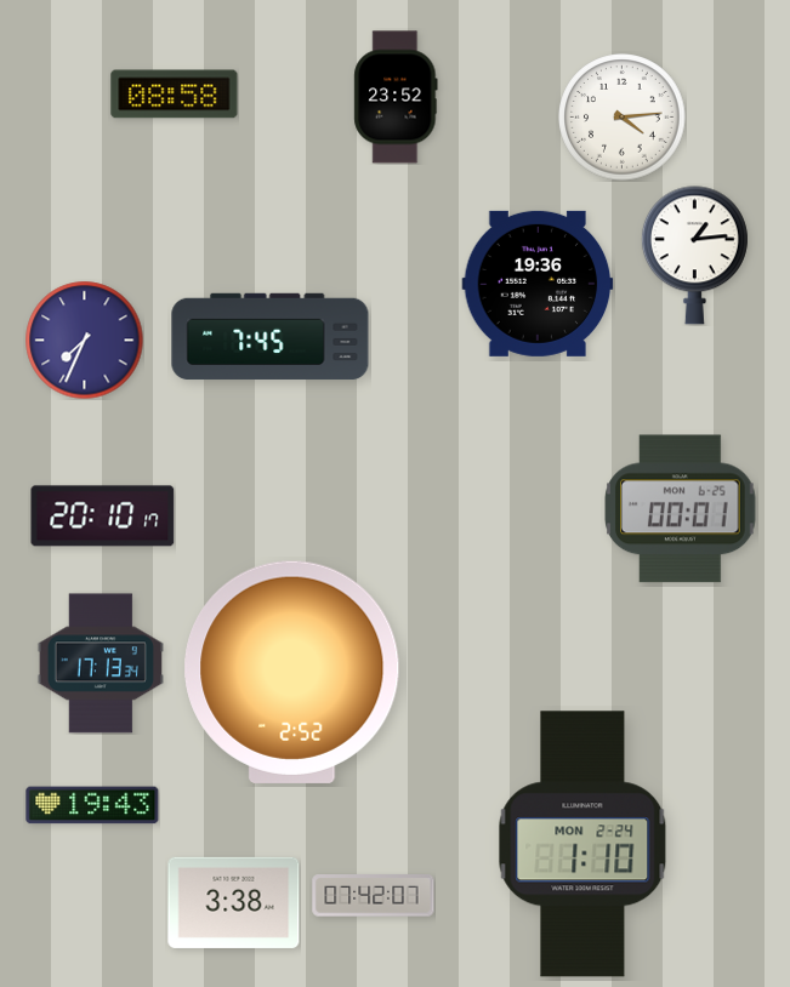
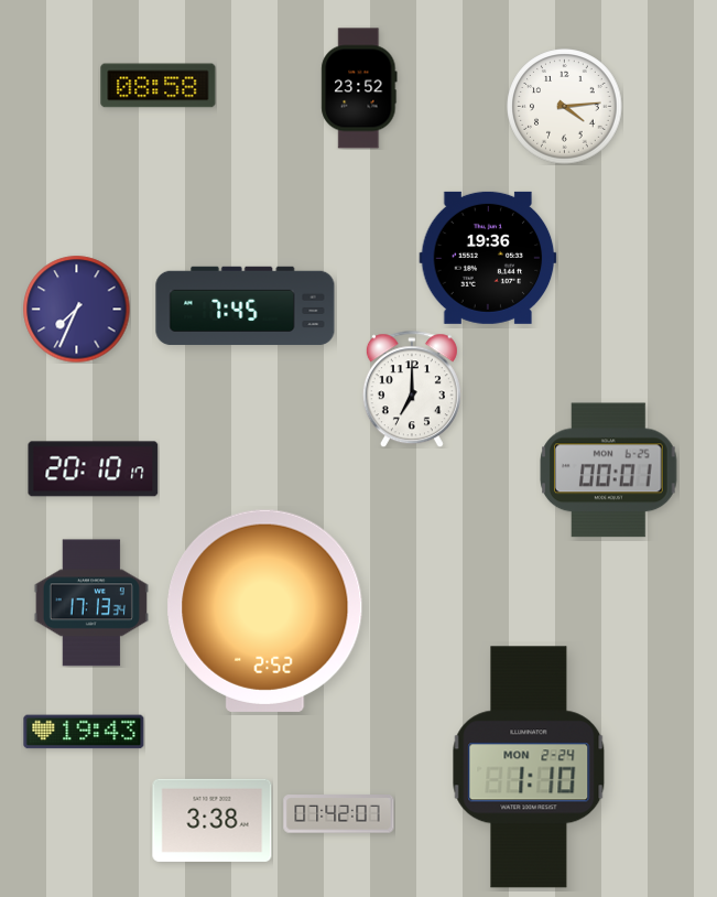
clock at (694, 256): 1:14 -> none
clock at (412, 389): none -> 7:00
clock at (681, 509) position: (681, 509) -> (609, 471)
